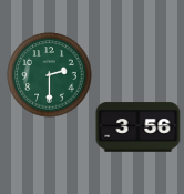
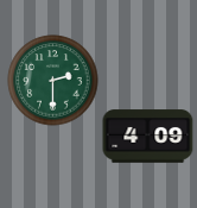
clock at (139, 127): 3:56 -> 4:09
